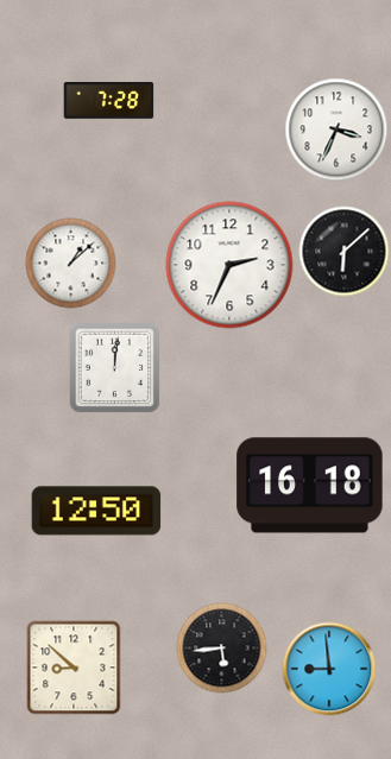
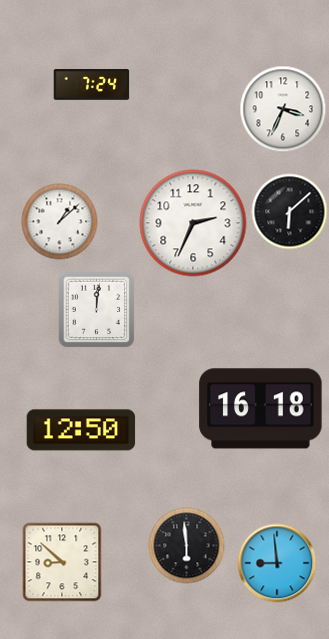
clock at (109, 101): 7:28 -> 7:24
clock at (222, 649): 5:44 -> 5:59
